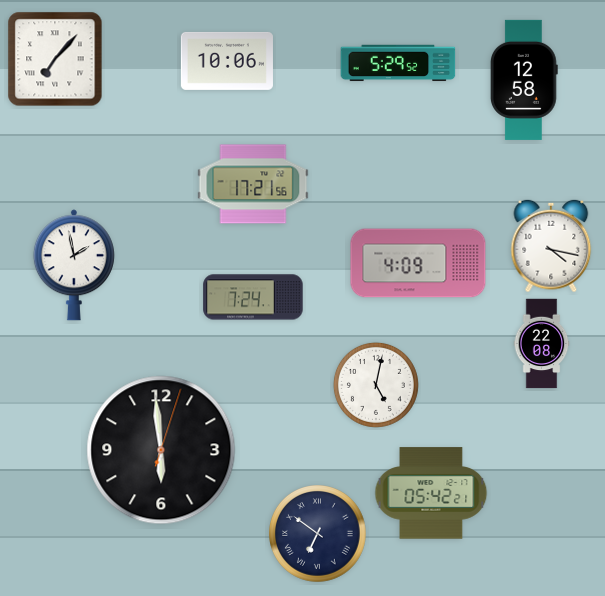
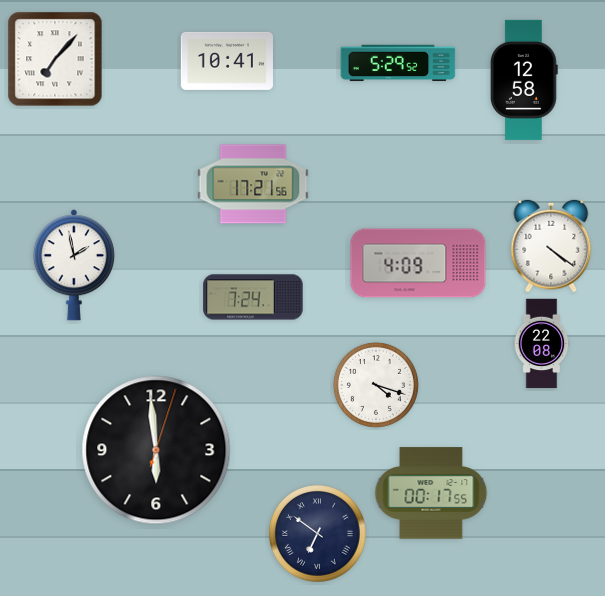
clock at (227, 61): 10:06 -> 10:41
clock at (551, 246): 4:17 -> 4:21
clock at (376, 385): 5:02 -> 4:18
clock at (161, 450) position: (161, 450) -> (156, 450)
clock at (431, 493): 05:42 -> 00:17
